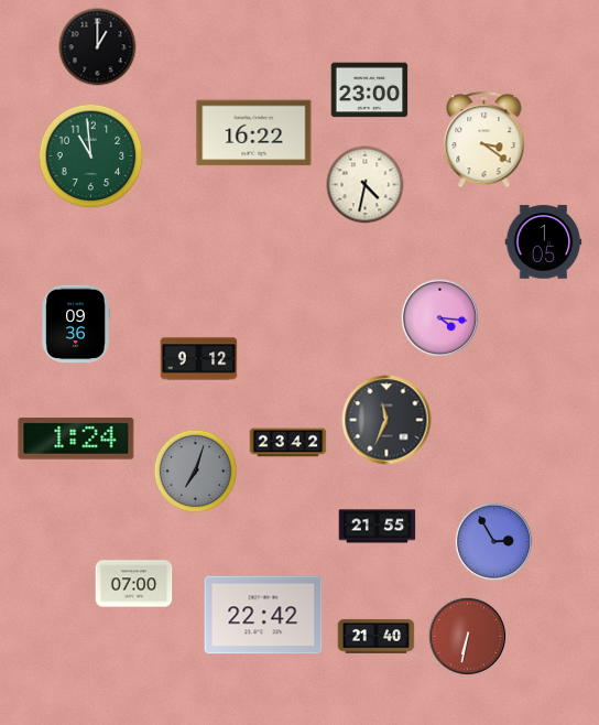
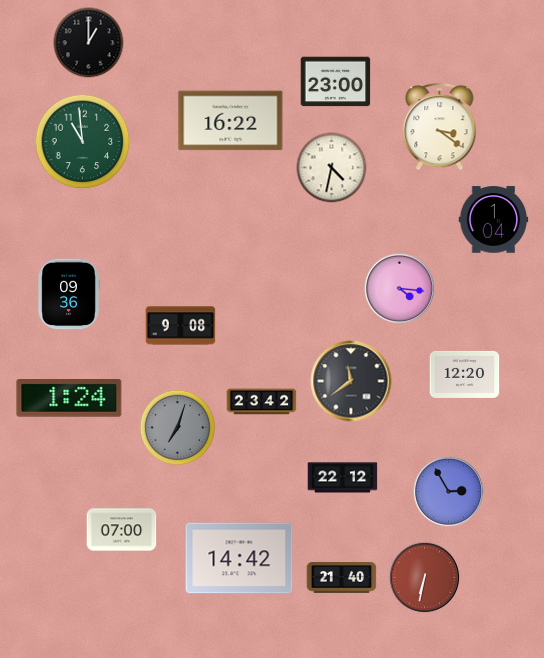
clock at (544, 242): 1:05 -> 1:04
clock at (199, 359): 9:12 -> 9:08
clock at (465, 374): none -> 12:20
clock at (386, 420): 11:34 -> 11:39
clock at (378, 527): 21:55 -> 22:12
clock at (263, 615): 22:42 -> 14:42
